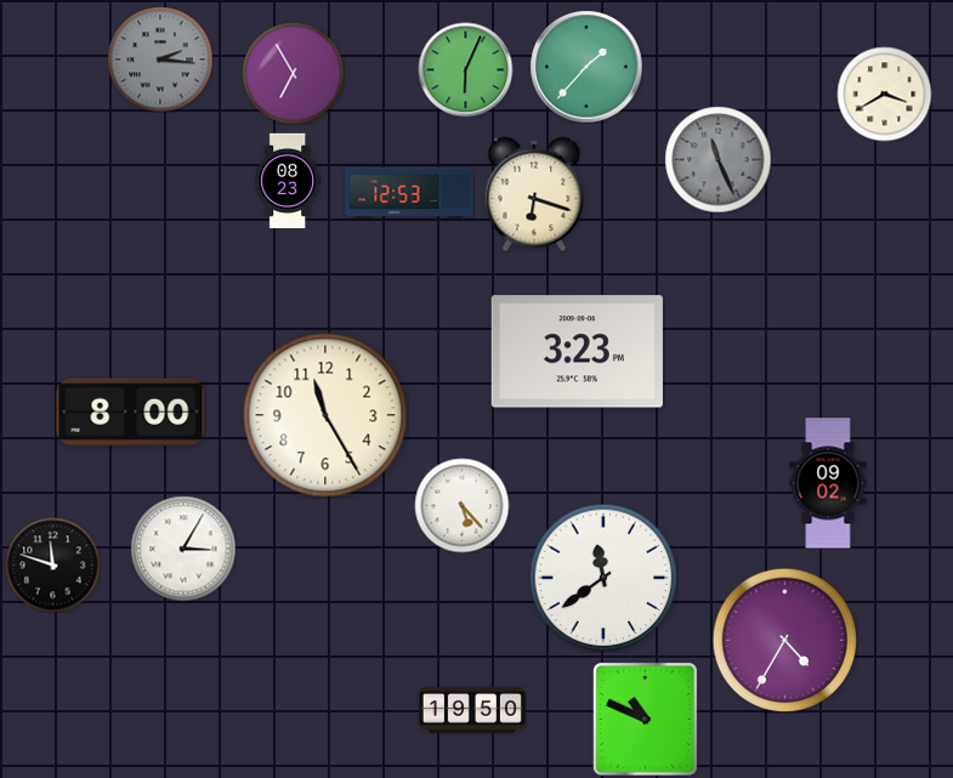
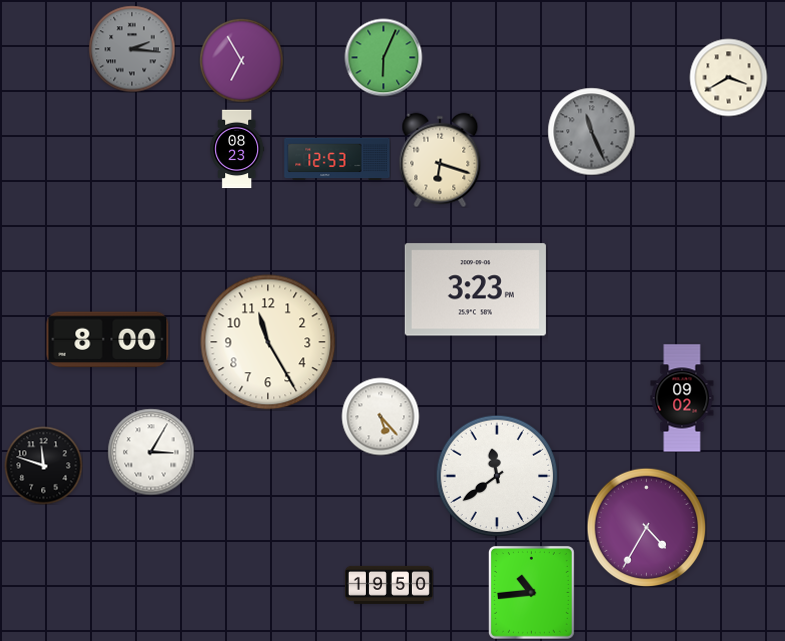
clock at (586, 67): 1:37 -> none
clock at (645, 719): 10:49 -> 10:44
